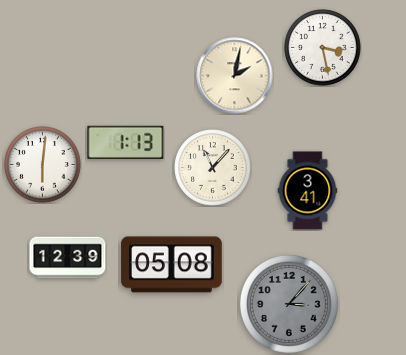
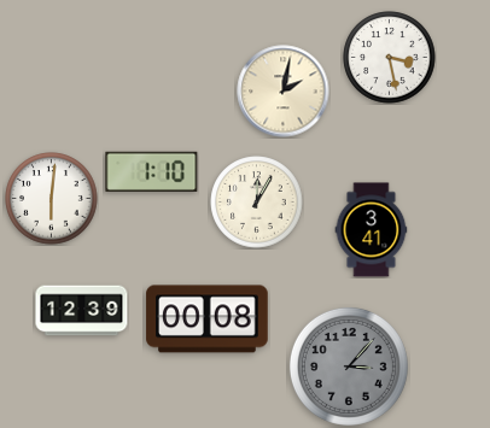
clock at (126, 142): 1:13 -> 1:10
clock at (213, 168): 11:07 -> 12:05
clock at (172, 265): 05:08 -> 00:08
